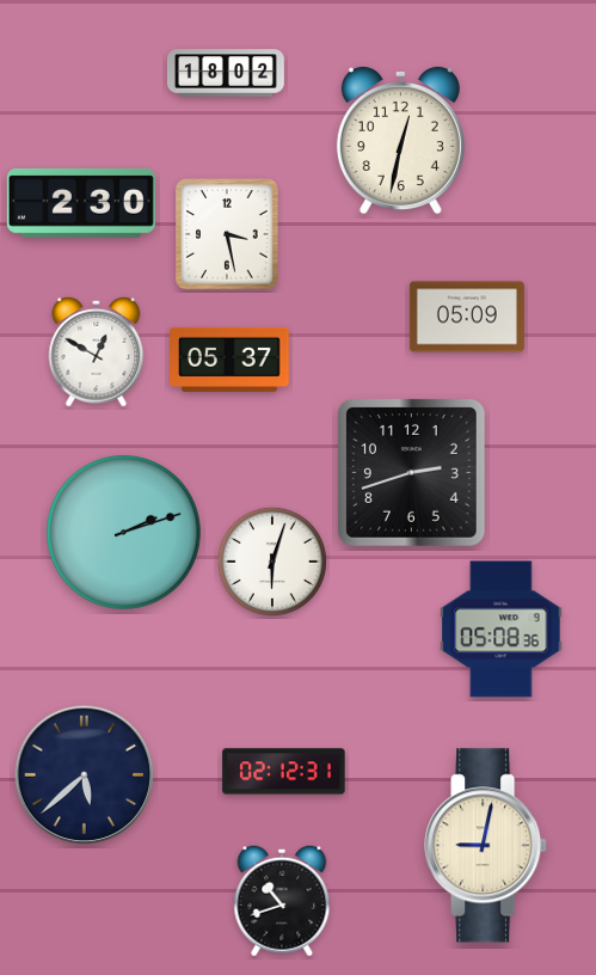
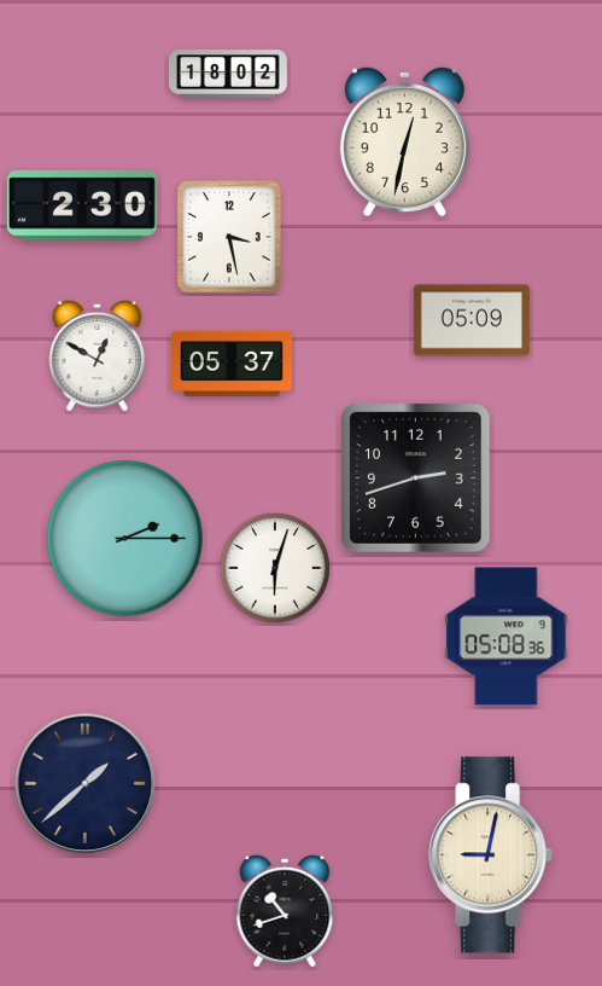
clock at (124, 533): 2:12 -> 2:15
clock at (284, 772): 02:12 -> none
clock at (85, 775): 5:38 -> 1:38
